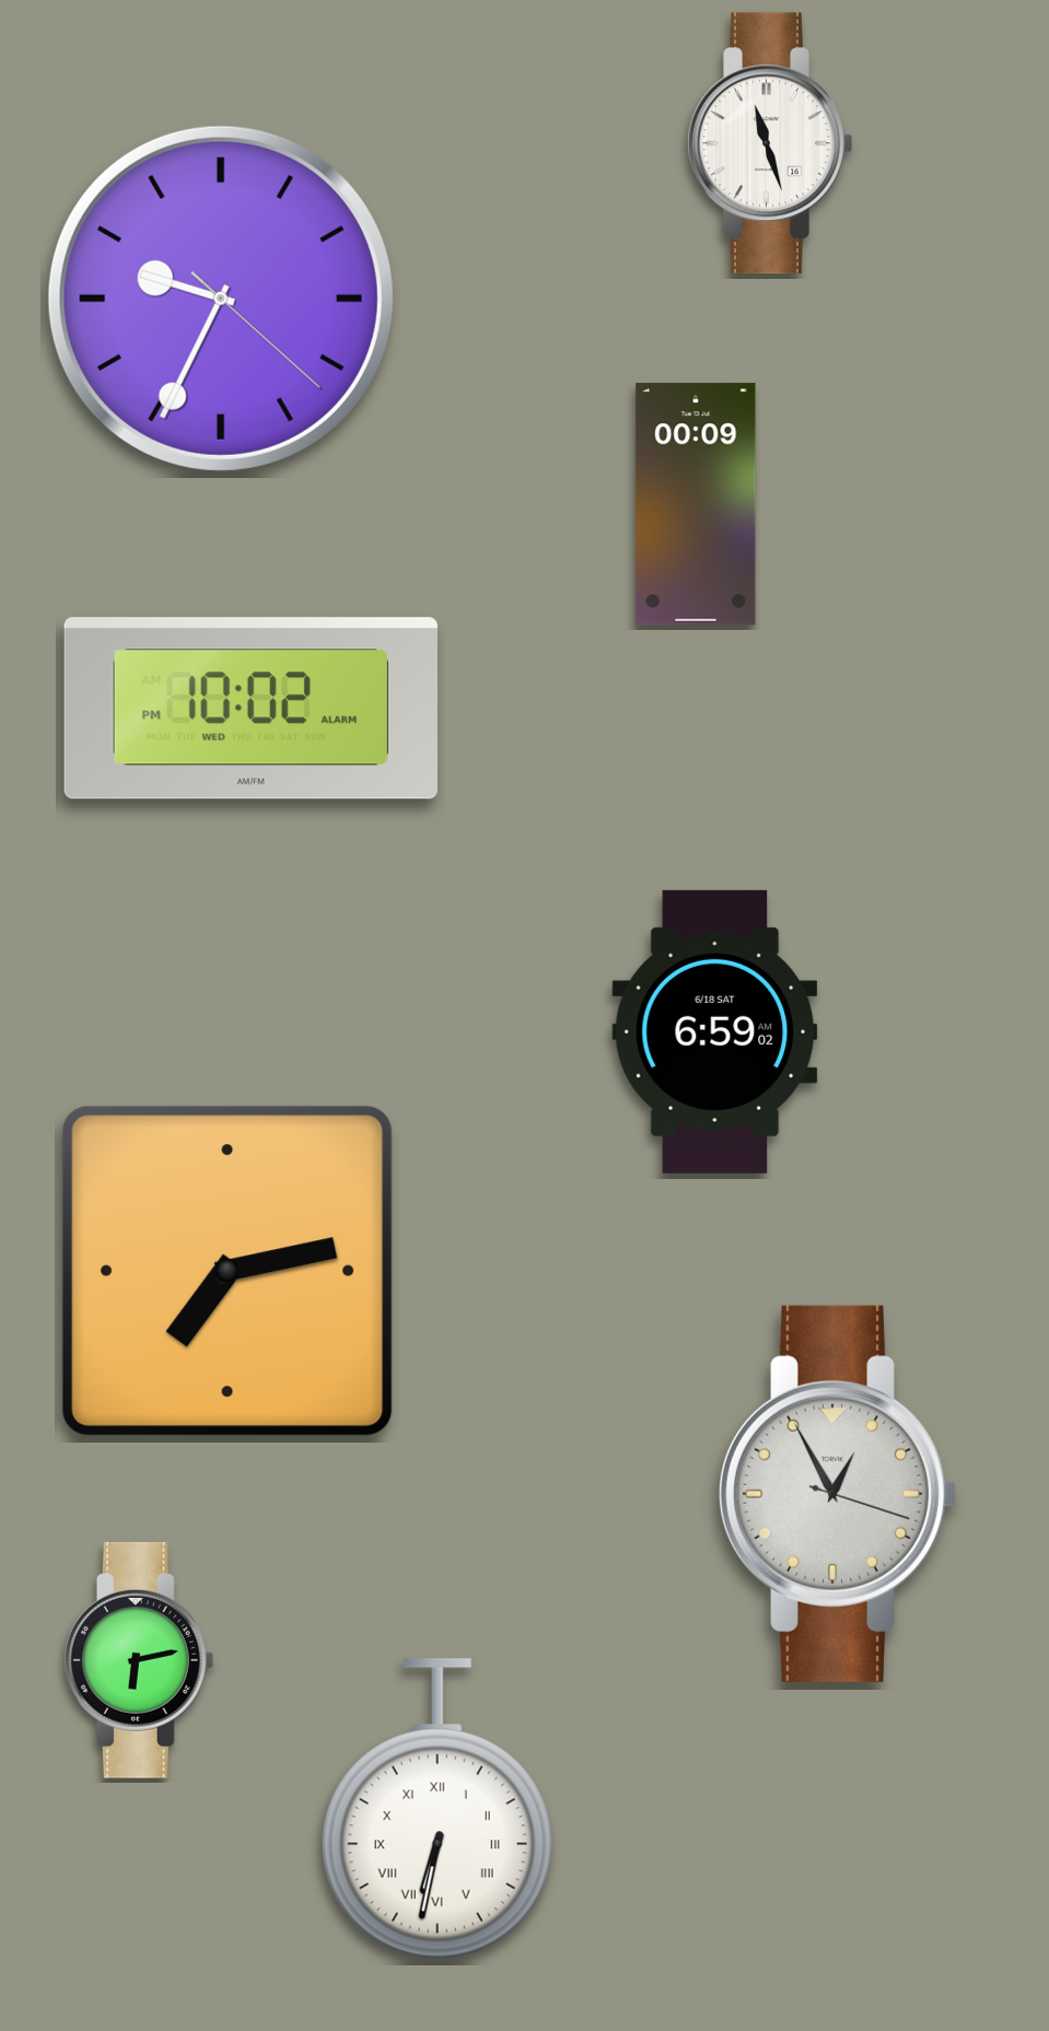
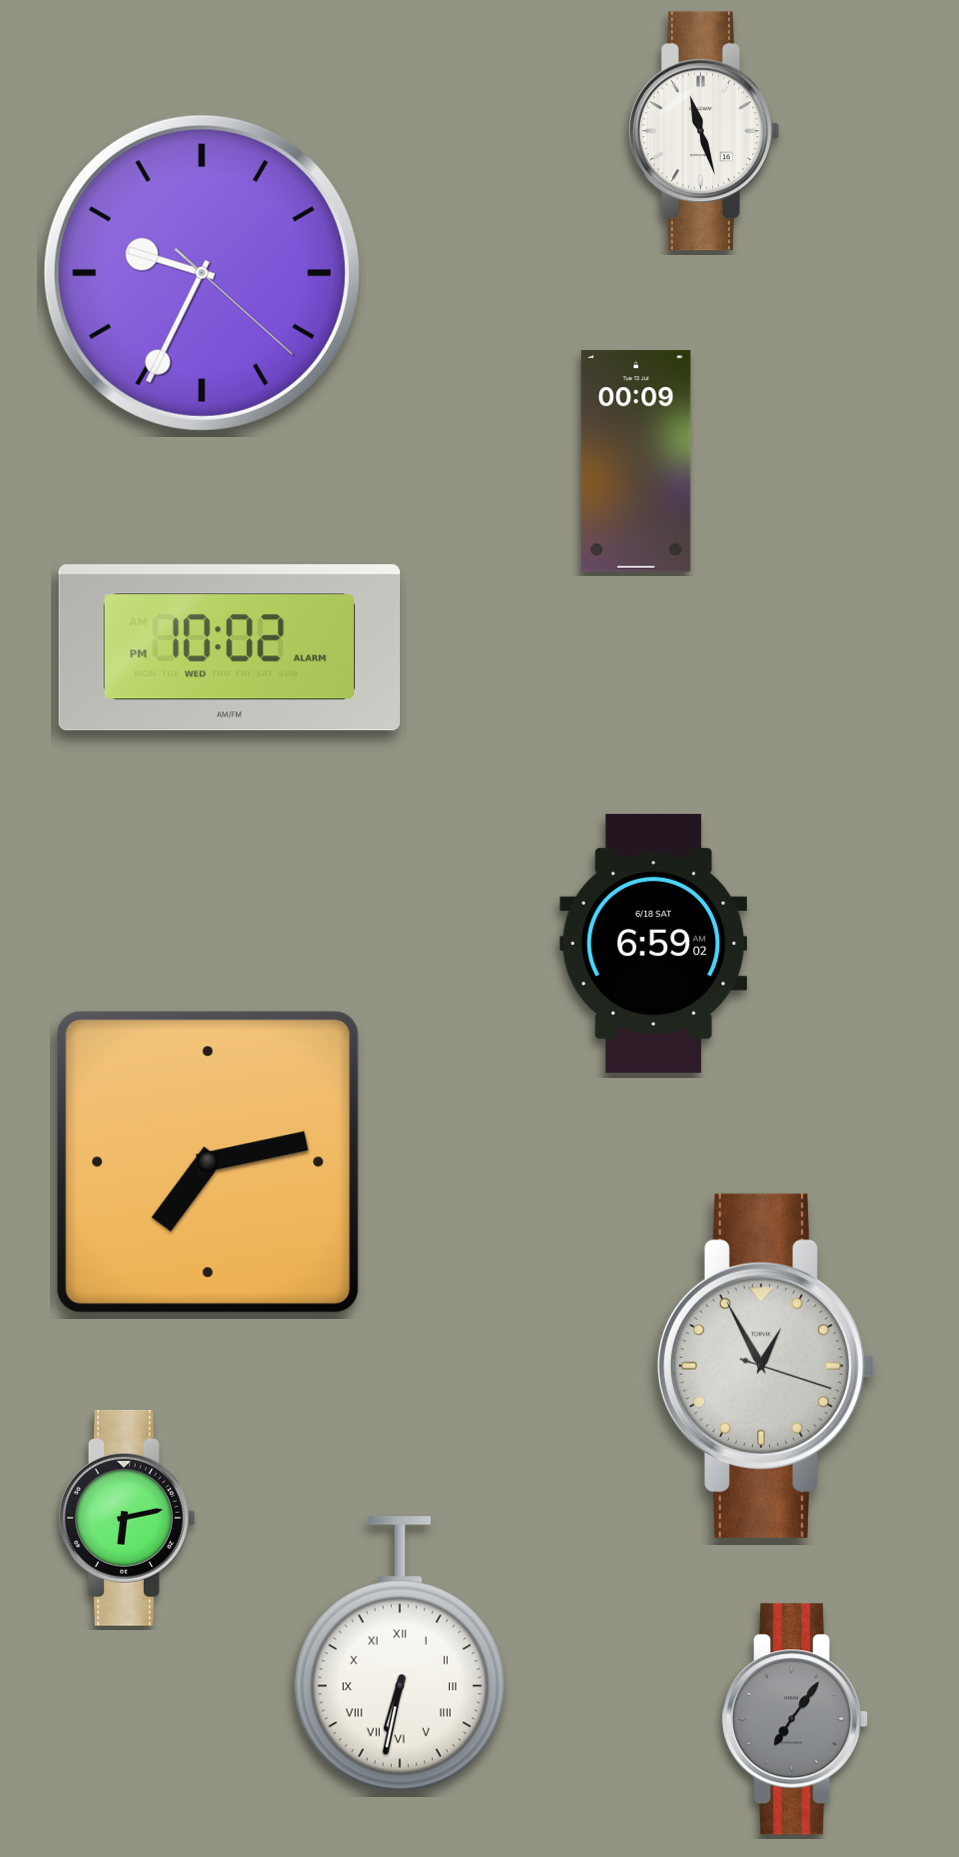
clock at (796, 1719): none -> 7:06
